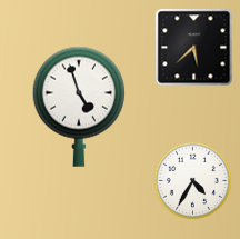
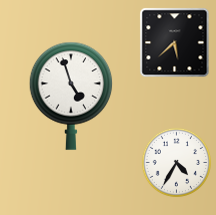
clock at (193, 181) position: (193, 181) -> (177, 163)
